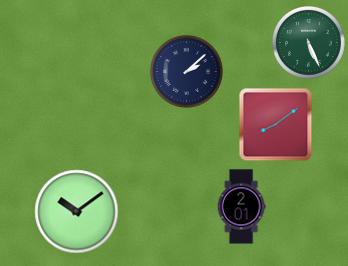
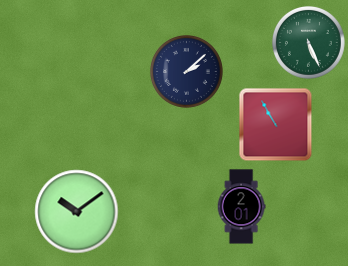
clock at (276, 125): 8:09 -> 10:55
